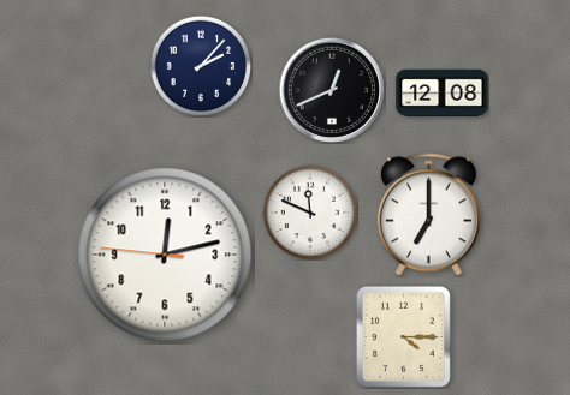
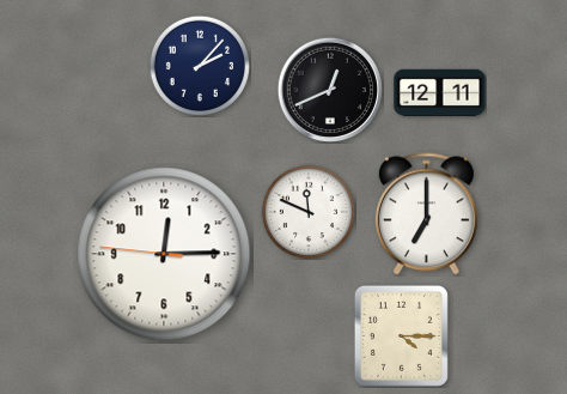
clock at (443, 92): 12:08 -> 12:11
clock at (165, 255): 12:12 -> 12:14
